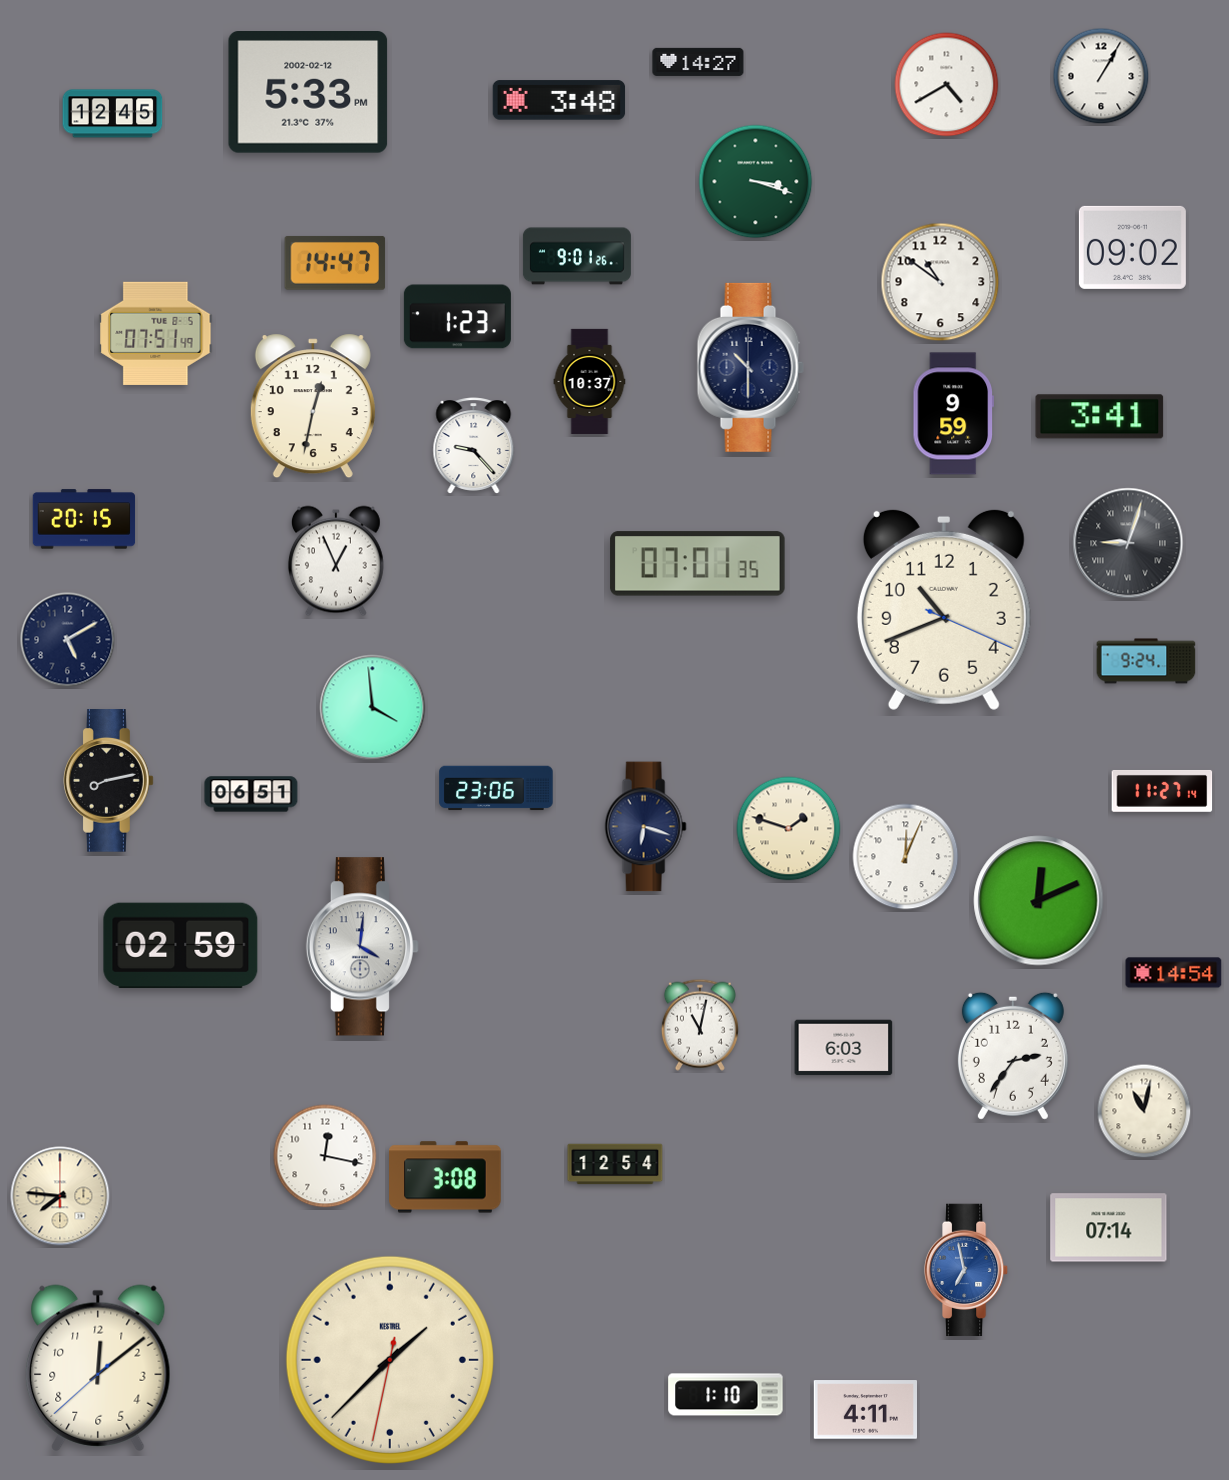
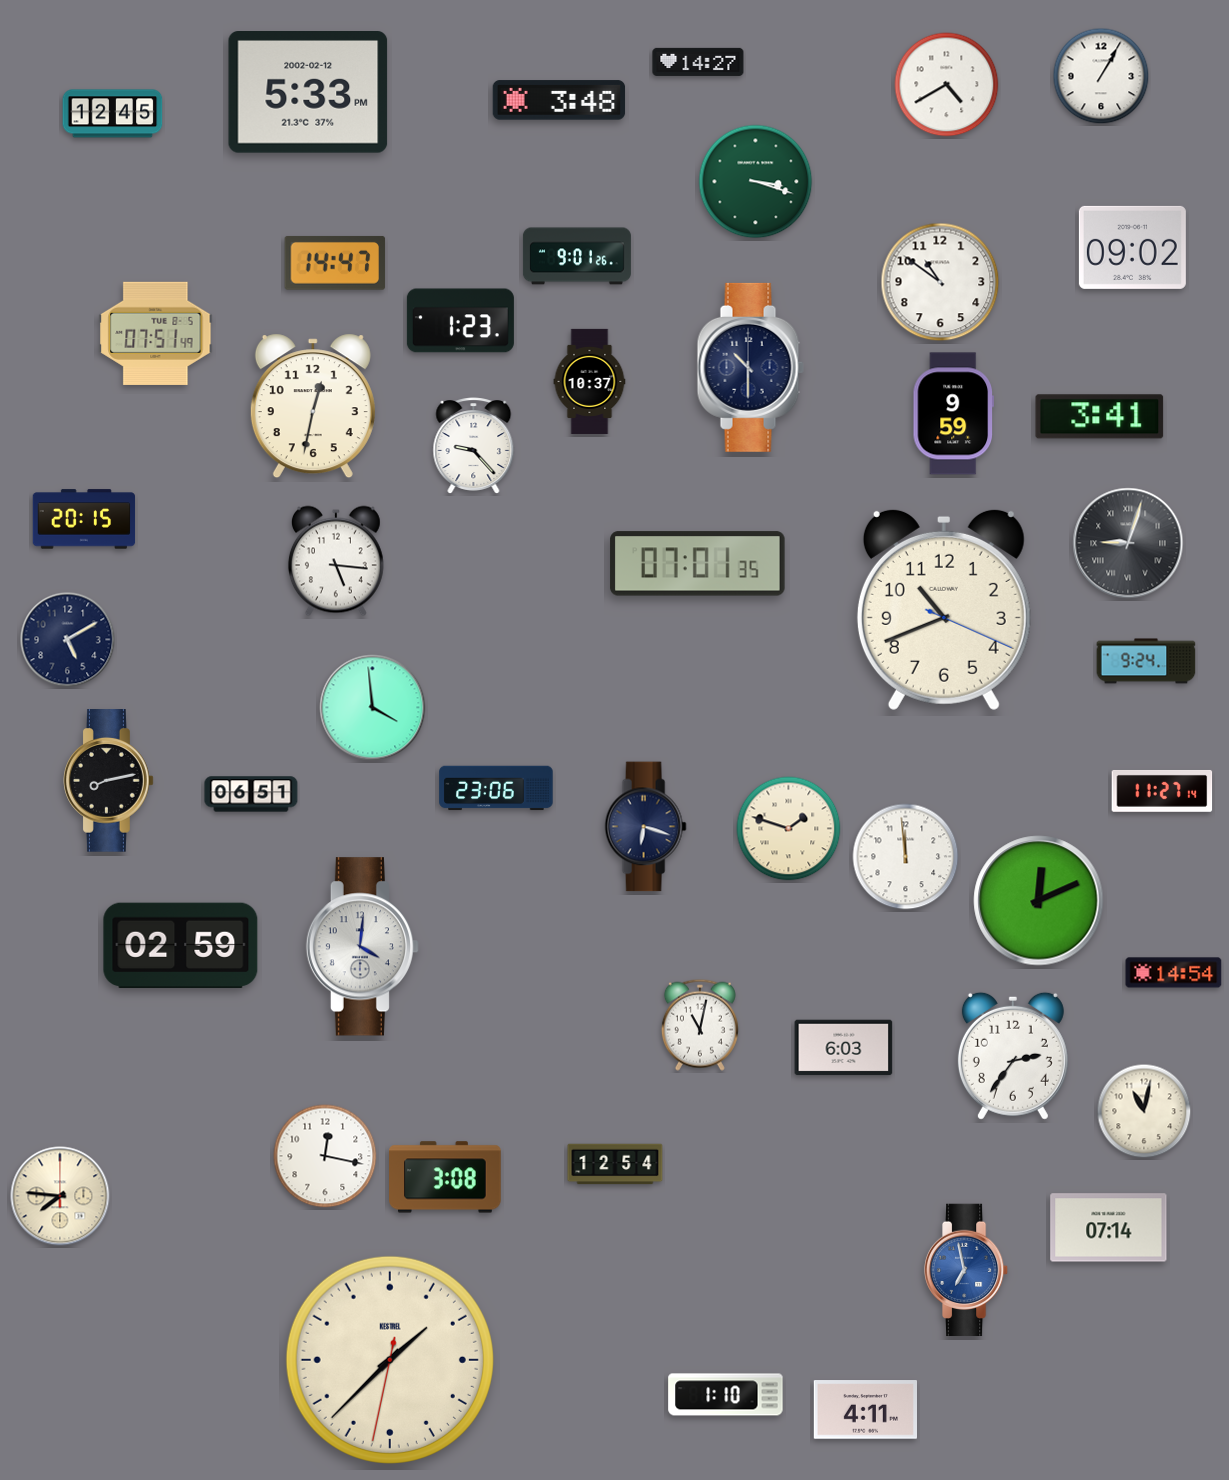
clock at (457, 317) position: (457, 317) -> (460, 321)
clock at (336, 561): 12:56 -> 5:16
clock at (906, 857): 12:04 -> 11:59
clock at (98, 1368): 12:08 -> none
